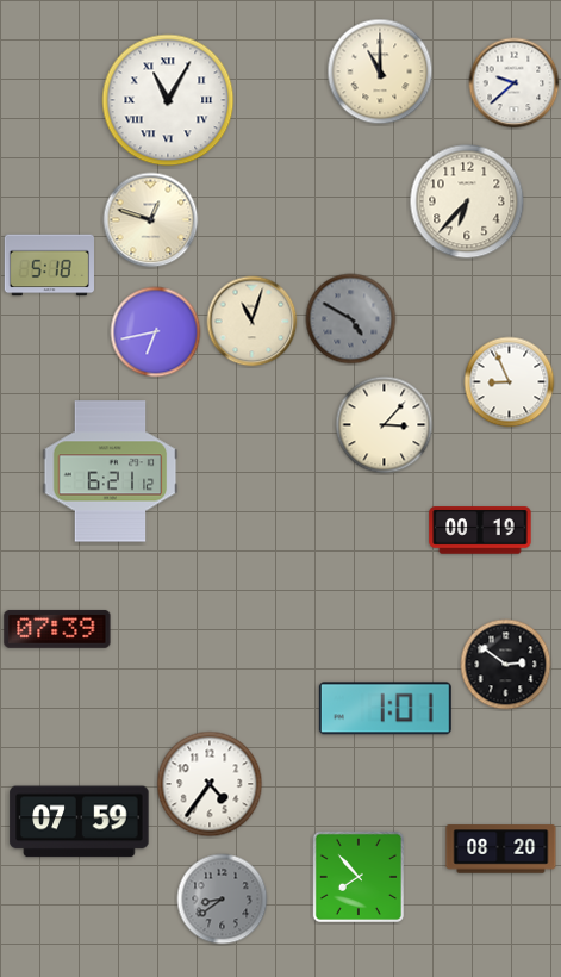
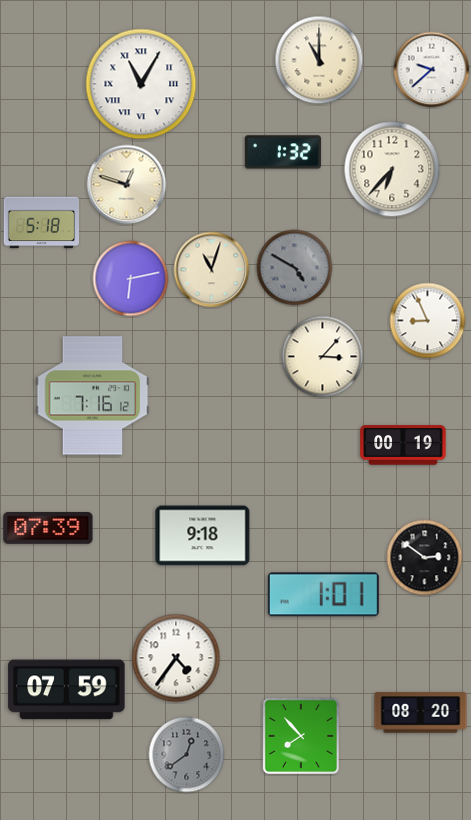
clock at (283, 152): none -> 1:32
clock at (156, 332): 6:43 -> 6:13
clock at (111, 472): 6:21 -> 7:16
clock at (203, 536): none -> 9:18
clock at (223, 900): 8:39 -> 12:39
